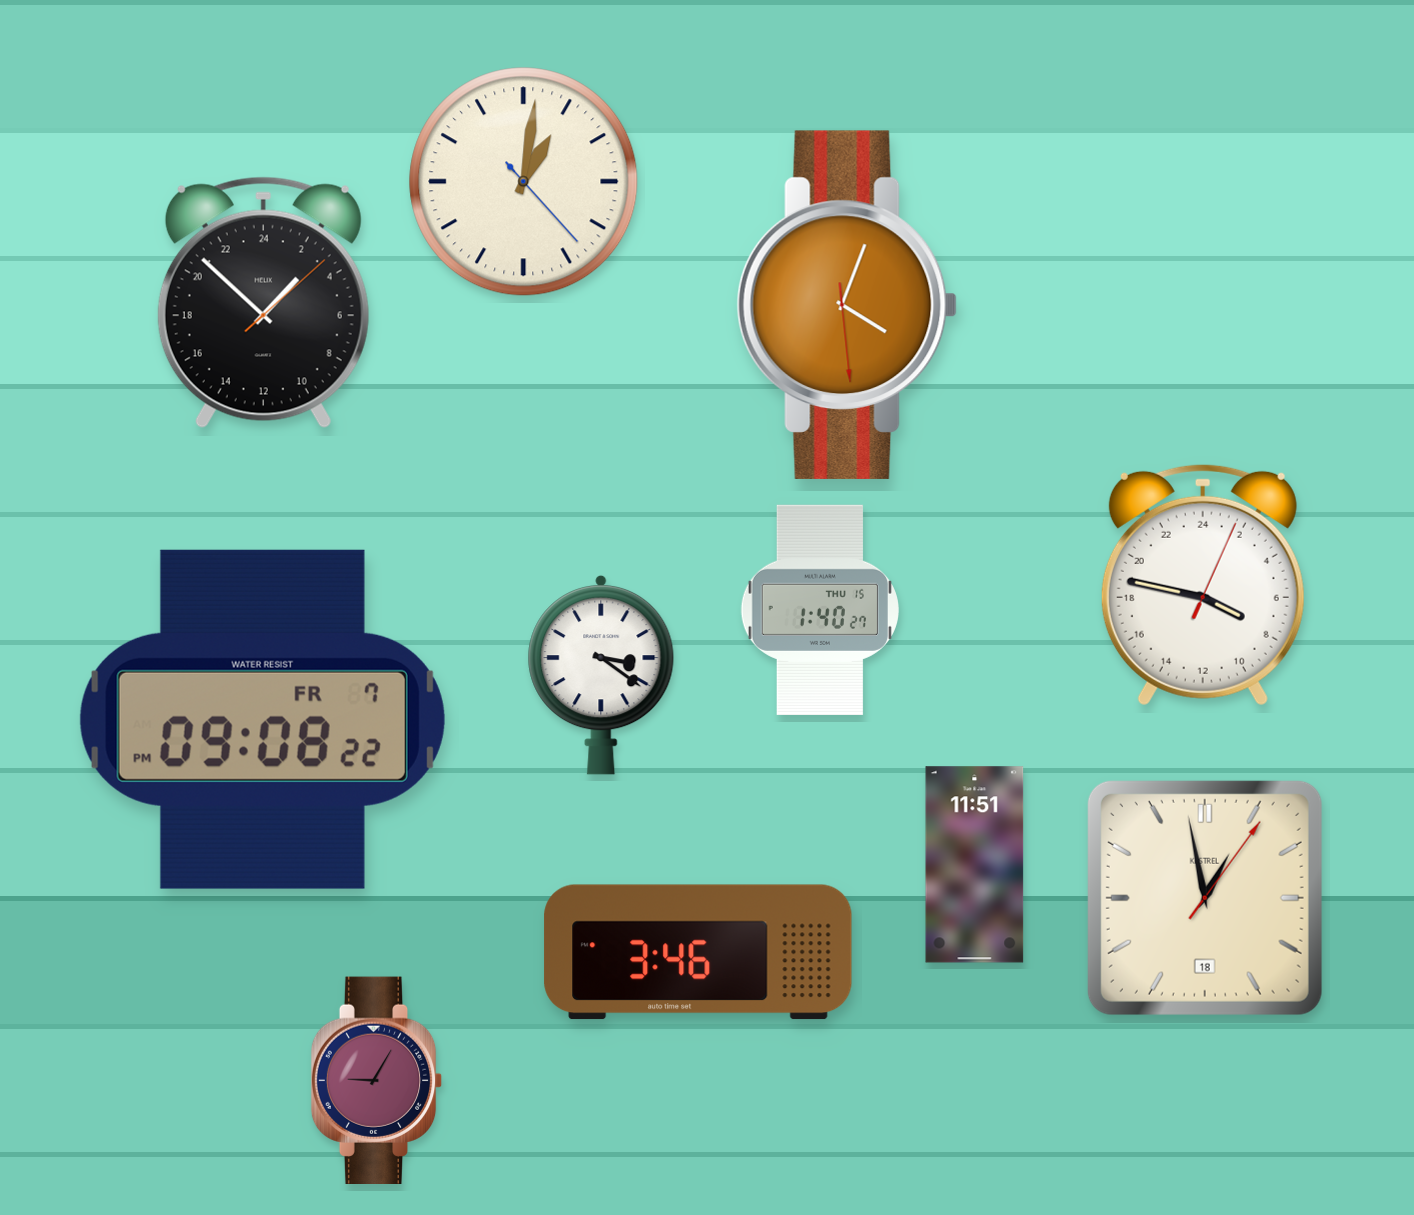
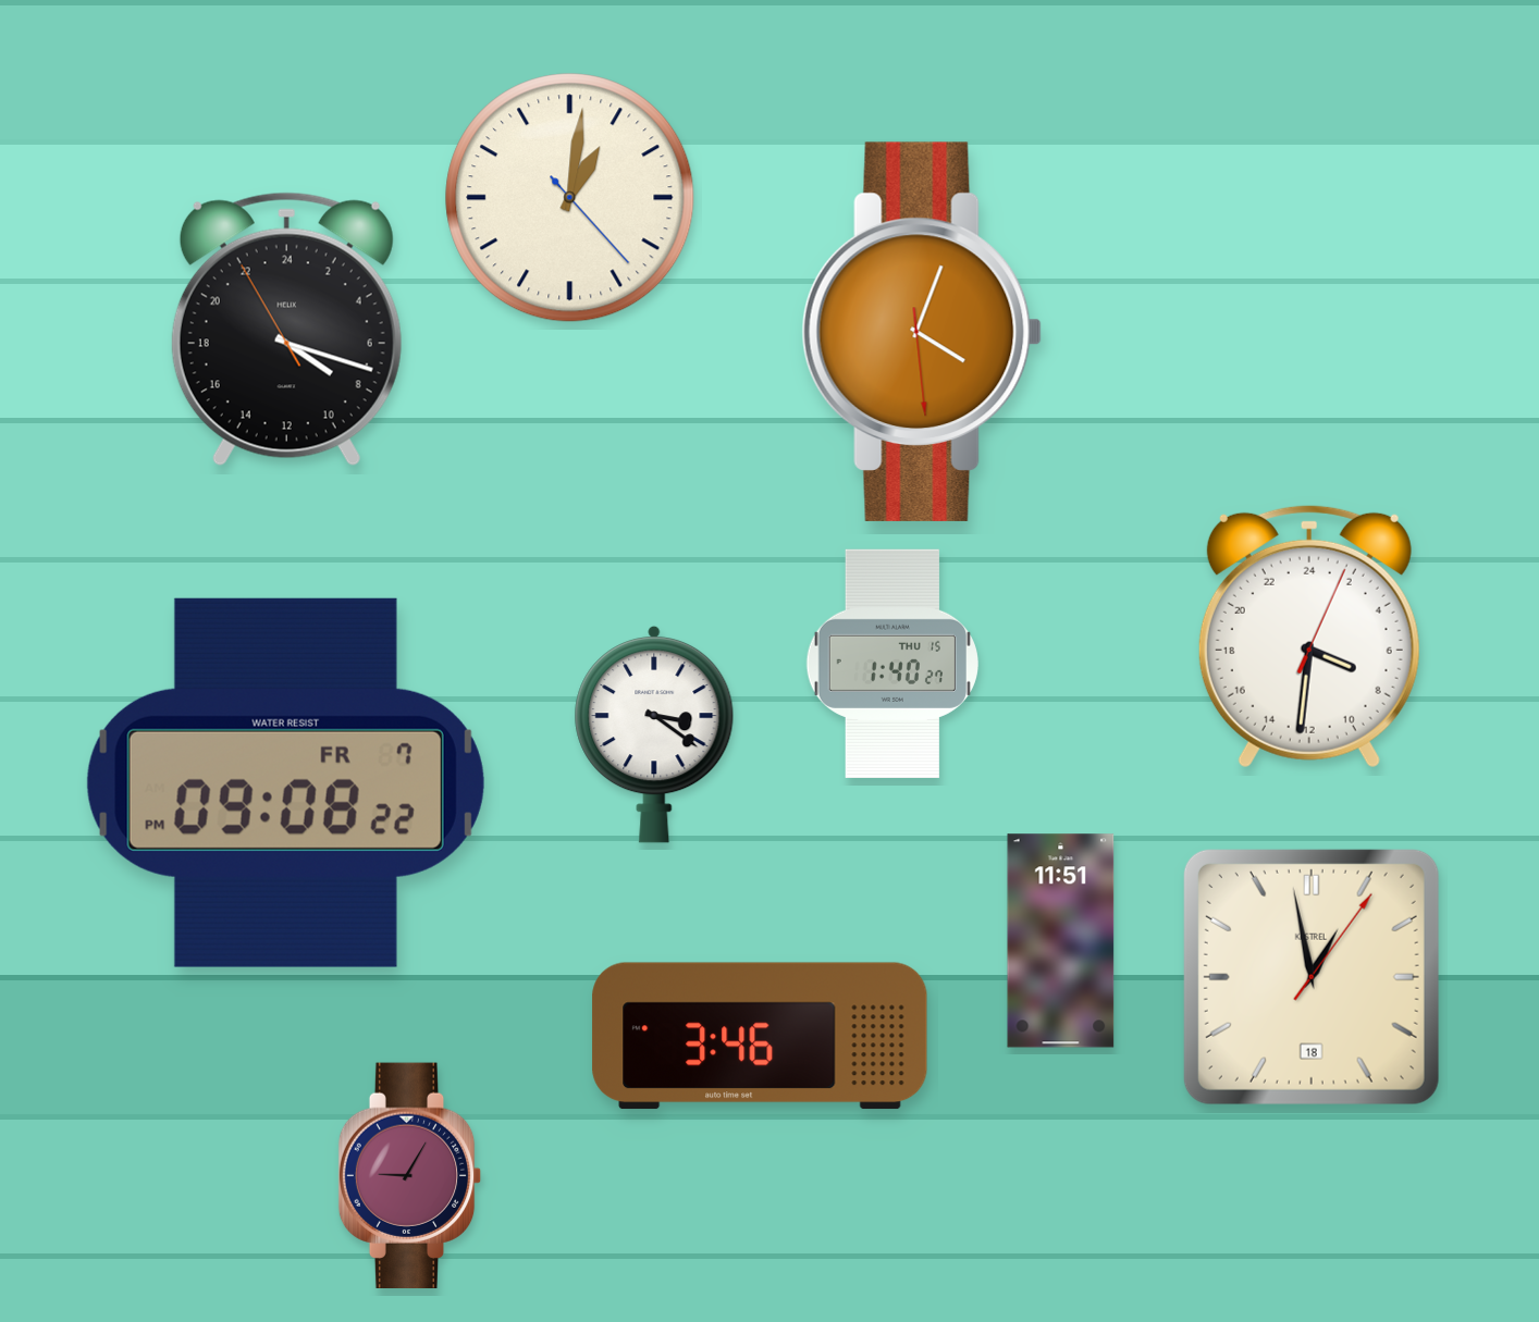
clock at (263, 302): 2:52 -> 8:17
clock at (1203, 585): 7:47 -> 7:31
